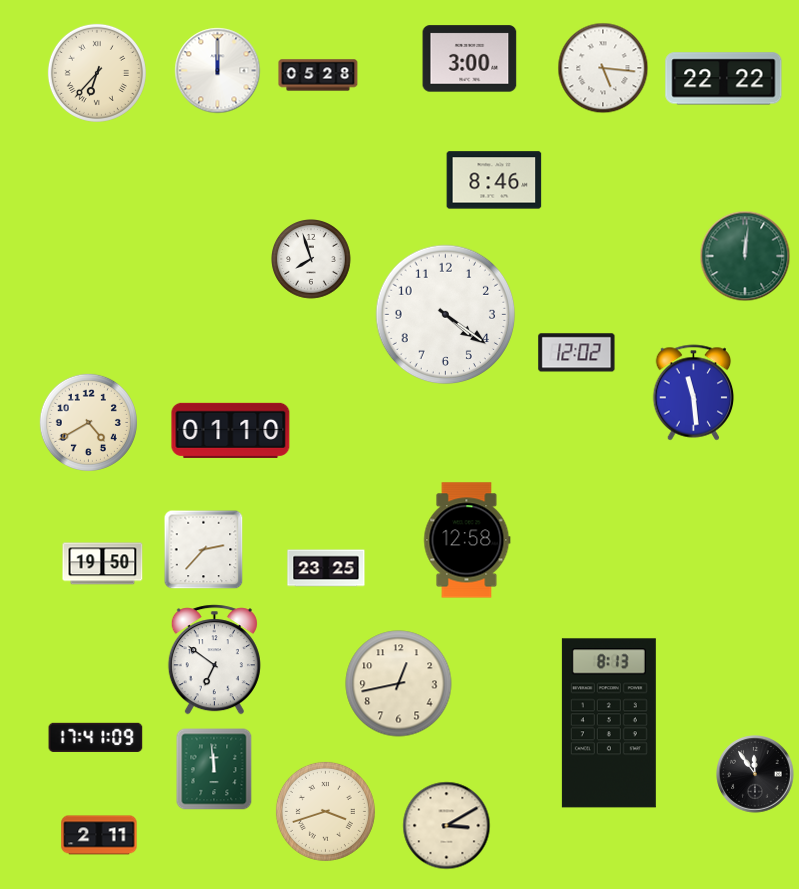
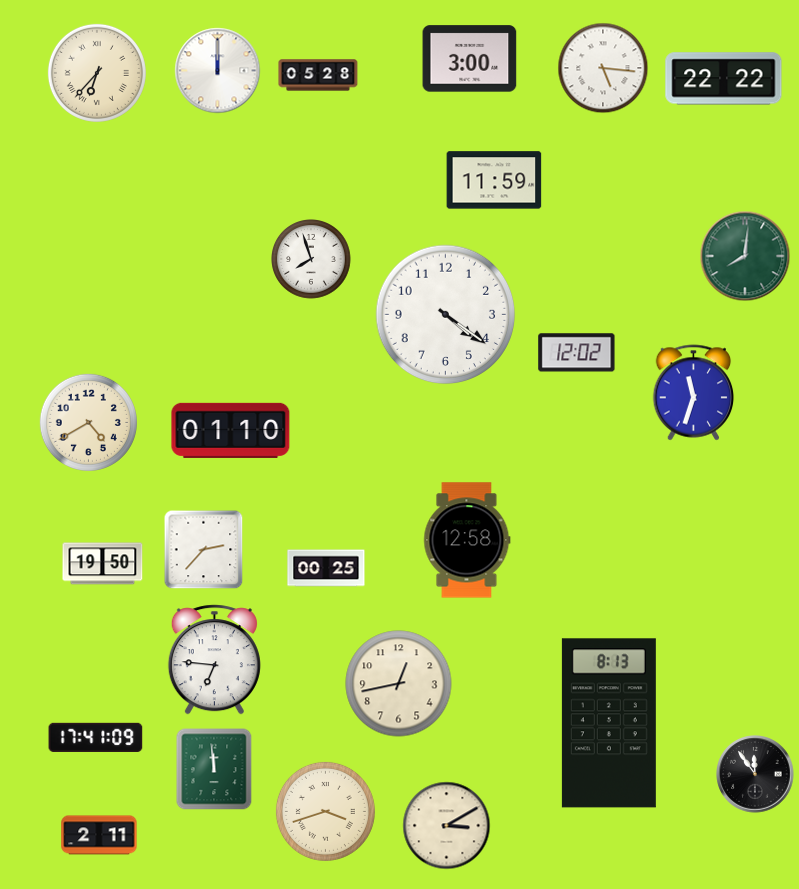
clock at (494, 180): 8:46 -> 11:59
clock at (745, 256): 12:01 -> 8:01
clock at (694, 393): 11:29 -> 11:33
clock at (326, 568): 23:25 -> 00:25
clock at (214, 660): 6:51 -> 6:46
